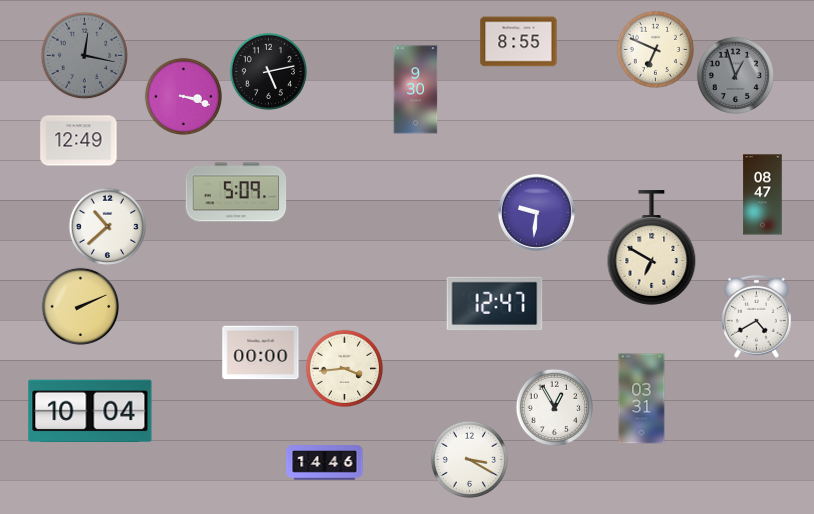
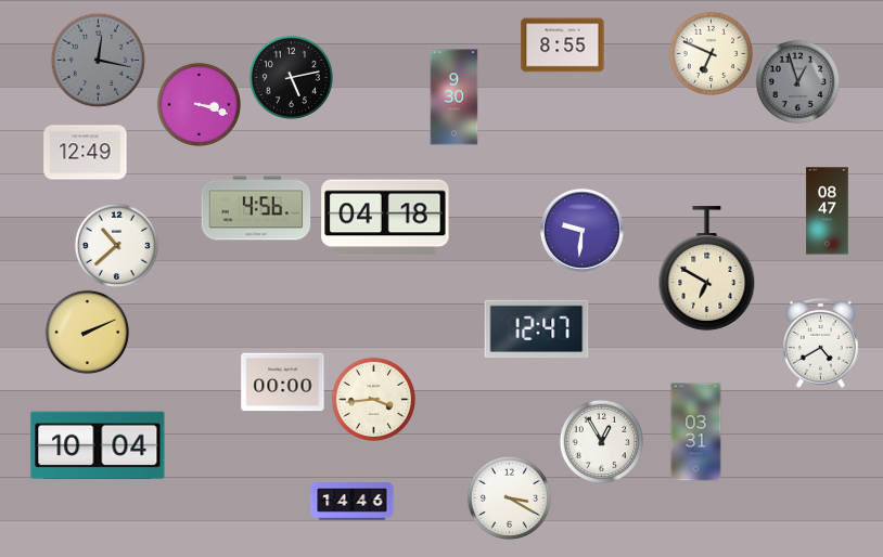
clock at (84, 55) position: (84, 55) -> (98, 60)
clock at (416, 90) position: (416, 90) -> (455, 98)
clock at (236, 192): 5:09 -> 4:56
clock at (385, 218): none -> 04:18
